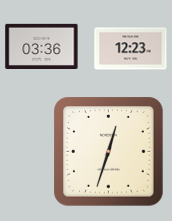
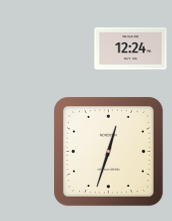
clock at (42, 46): 03:36 -> none
clock at (131, 49): 12:23 -> 12:24
